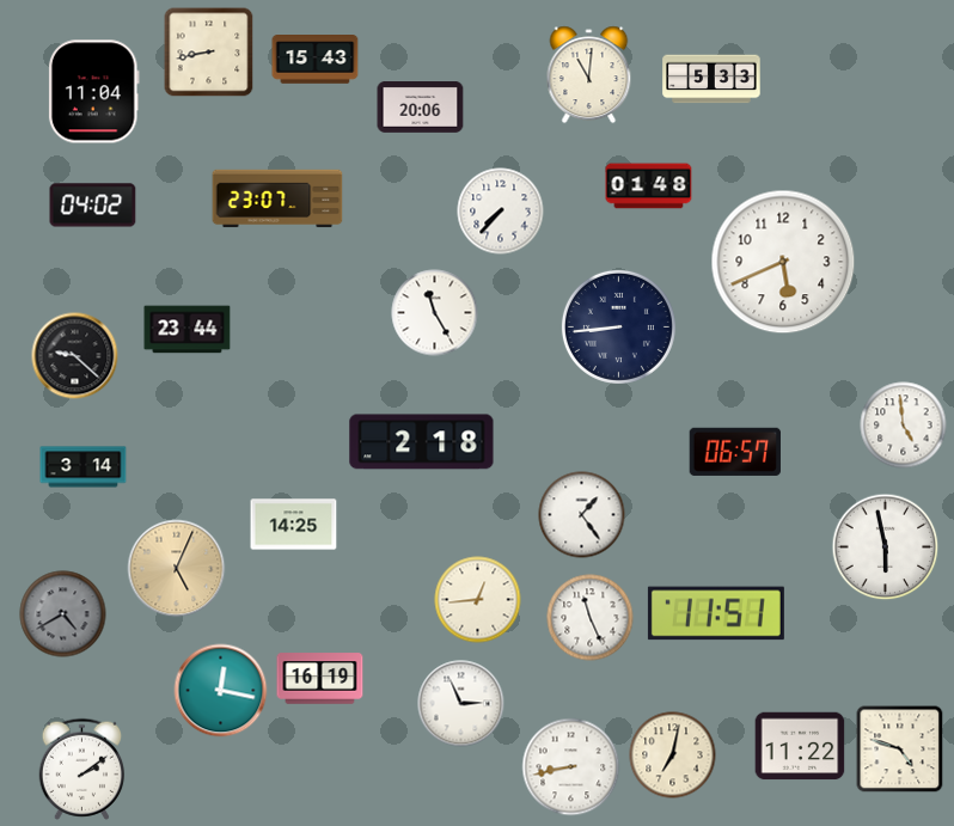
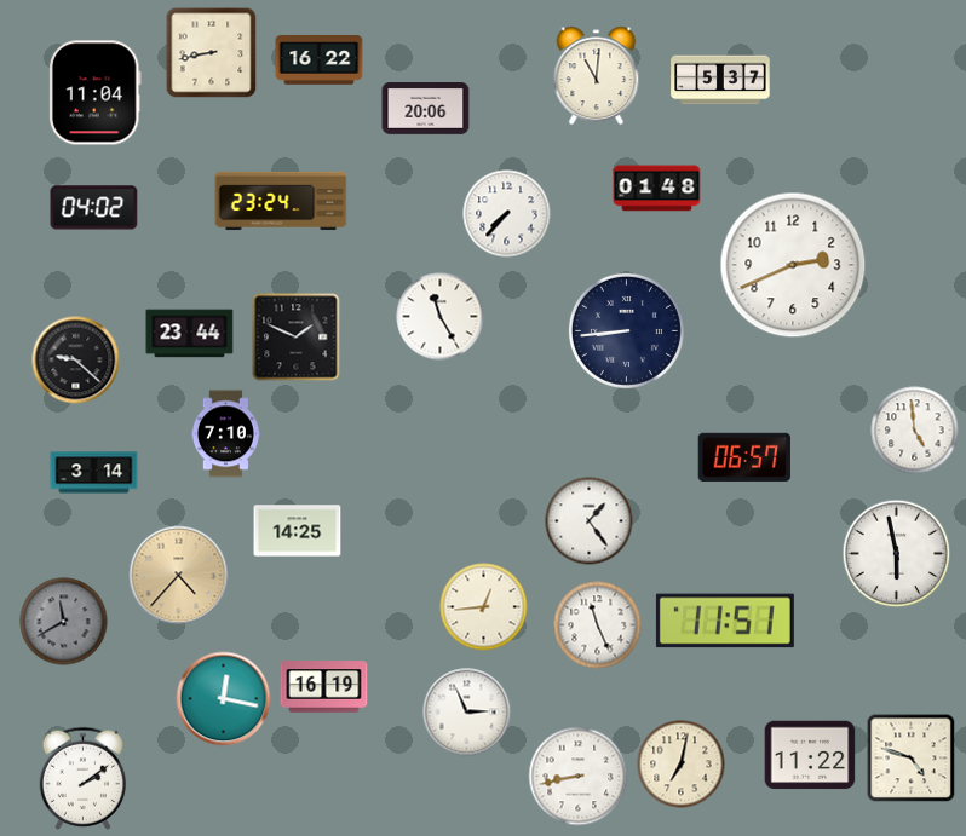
clock at (316, 60): 15:43 -> 16:22
clock at (711, 79): 5:33 -> 5:37
clock at (277, 198): 23:07 -> 23:24
clock at (783, 262): 5:41 -> 2:41
clock at (297, 338): none -> 1:49
clock at (225, 434): none -> 7:10
clock at (422, 442): 2:18 -> none
clock at (84, 467) position: (84, 467) -> (94, 473)
clock at (177, 569): 5:04 -> 4:37
clock at (63, 614): 4:40 -> 11:40
